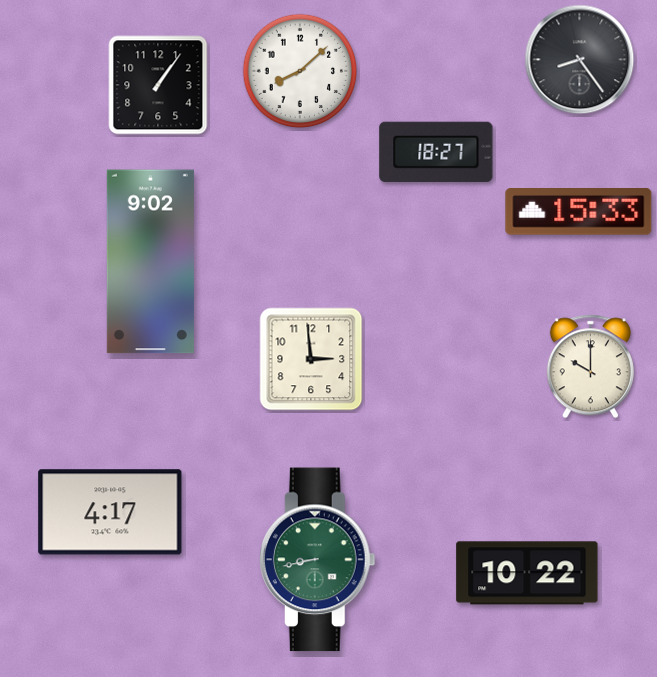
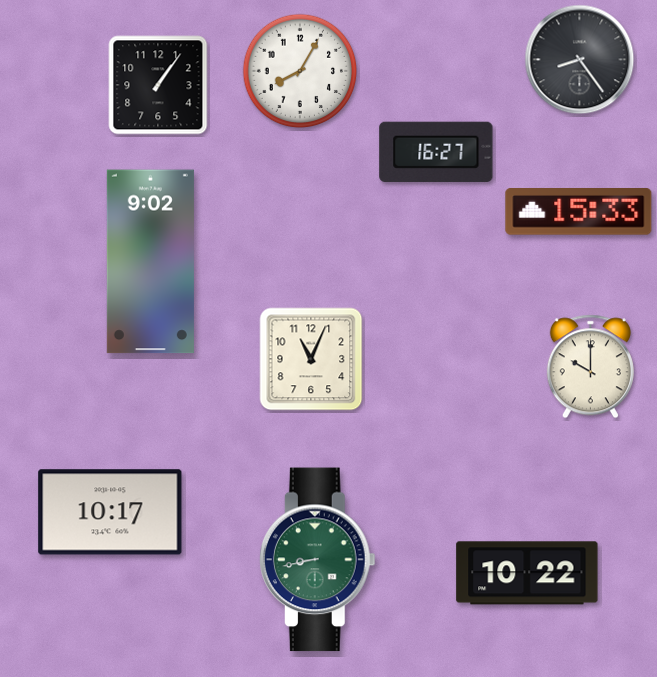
clock at (300, 71): 8:08 -> 8:05
clock at (436, 151): 18:27 -> 16:27
clock at (311, 359): 2:59 -> 11:04
clock at (110, 512): 4:17 -> 10:17
